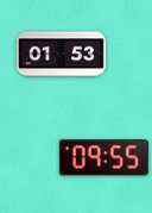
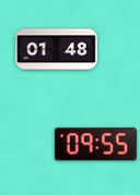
clock at (62, 55): 01:53 -> 01:48
